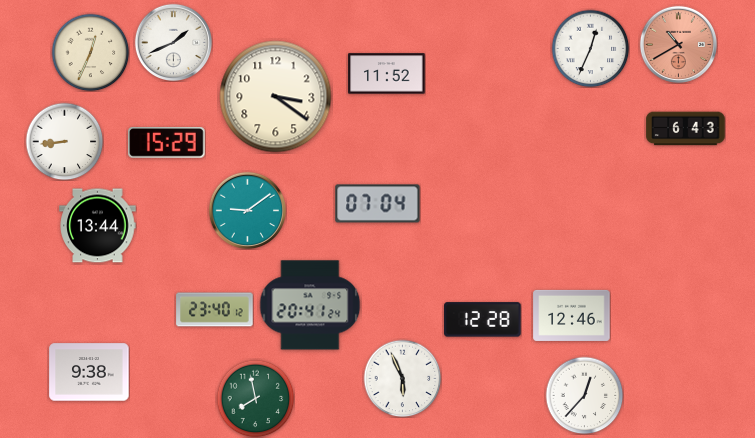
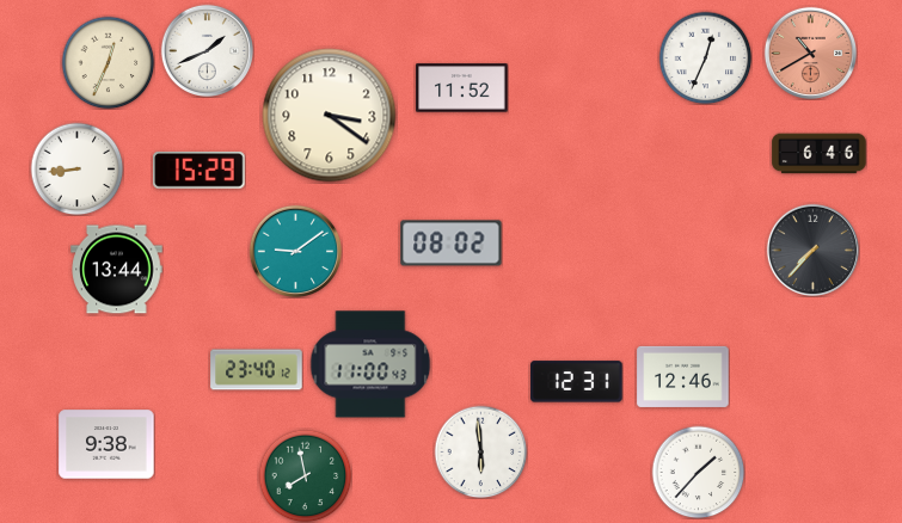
clock at (686, 129): 6:43 -> 6:46
clock at (378, 204): 07:04 -> 08:02
clock at (812, 250): none -> 7:37
clock at (310, 305): 20:41 -> 11:00
clock at (483, 320): 12:28 -> 12:31
clock at (402, 378): 5:56 -> 5:59
clock at (584, 395): 12:37 -> 1:37
